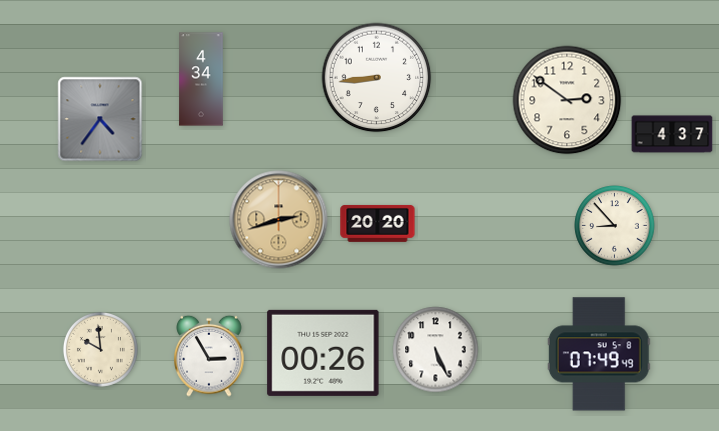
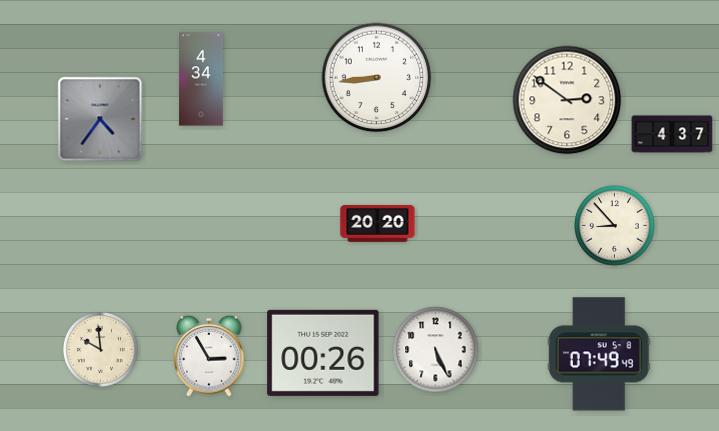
clock at (279, 220): 2:42 -> none
